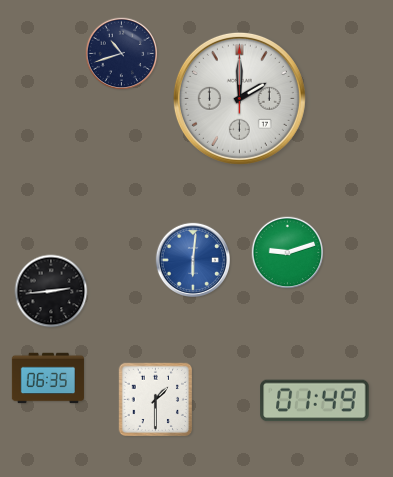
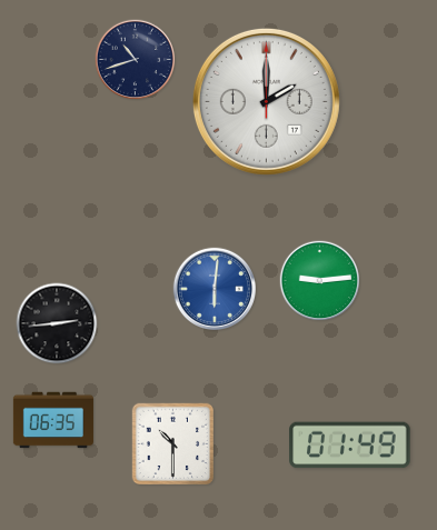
clock at (239, 98) position: (239, 98) -> (266, 101)
clock at (288, 253): 9:12 -> 9:14
clock at (156, 400): 1:30 -> 10:30
